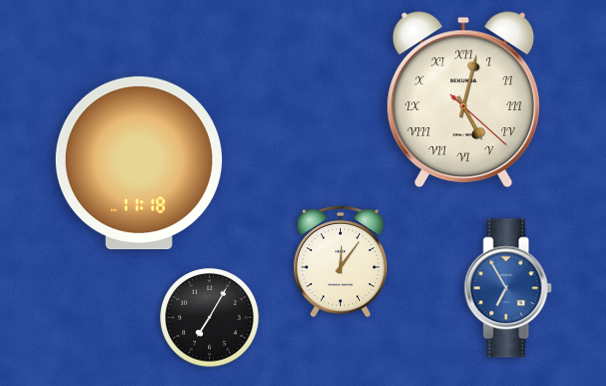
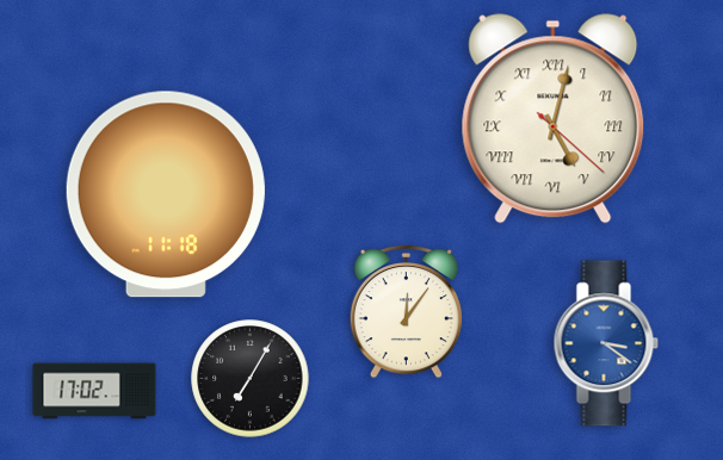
clock at (508, 288): 6:55 -> 3:21
clock at (94, 391): none -> 17:02
